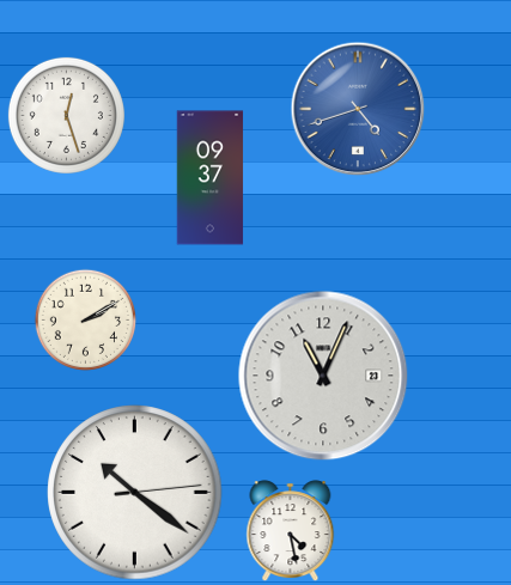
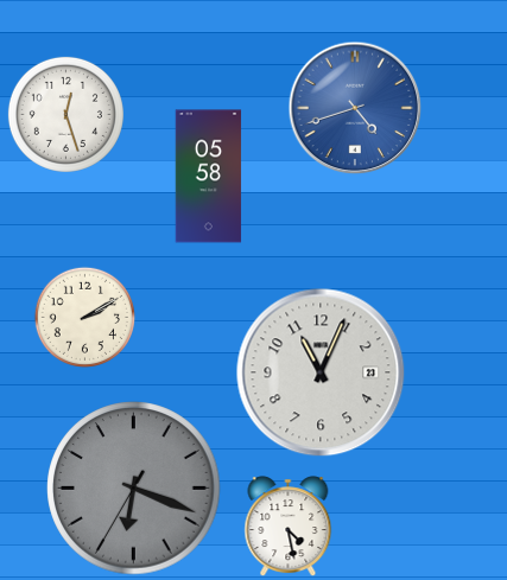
clock at (211, 178): 09:37 -> 05:58
clock at (135, 493): 10:21 -> 6:18
clock at (135, 493) dial: white -> grey
